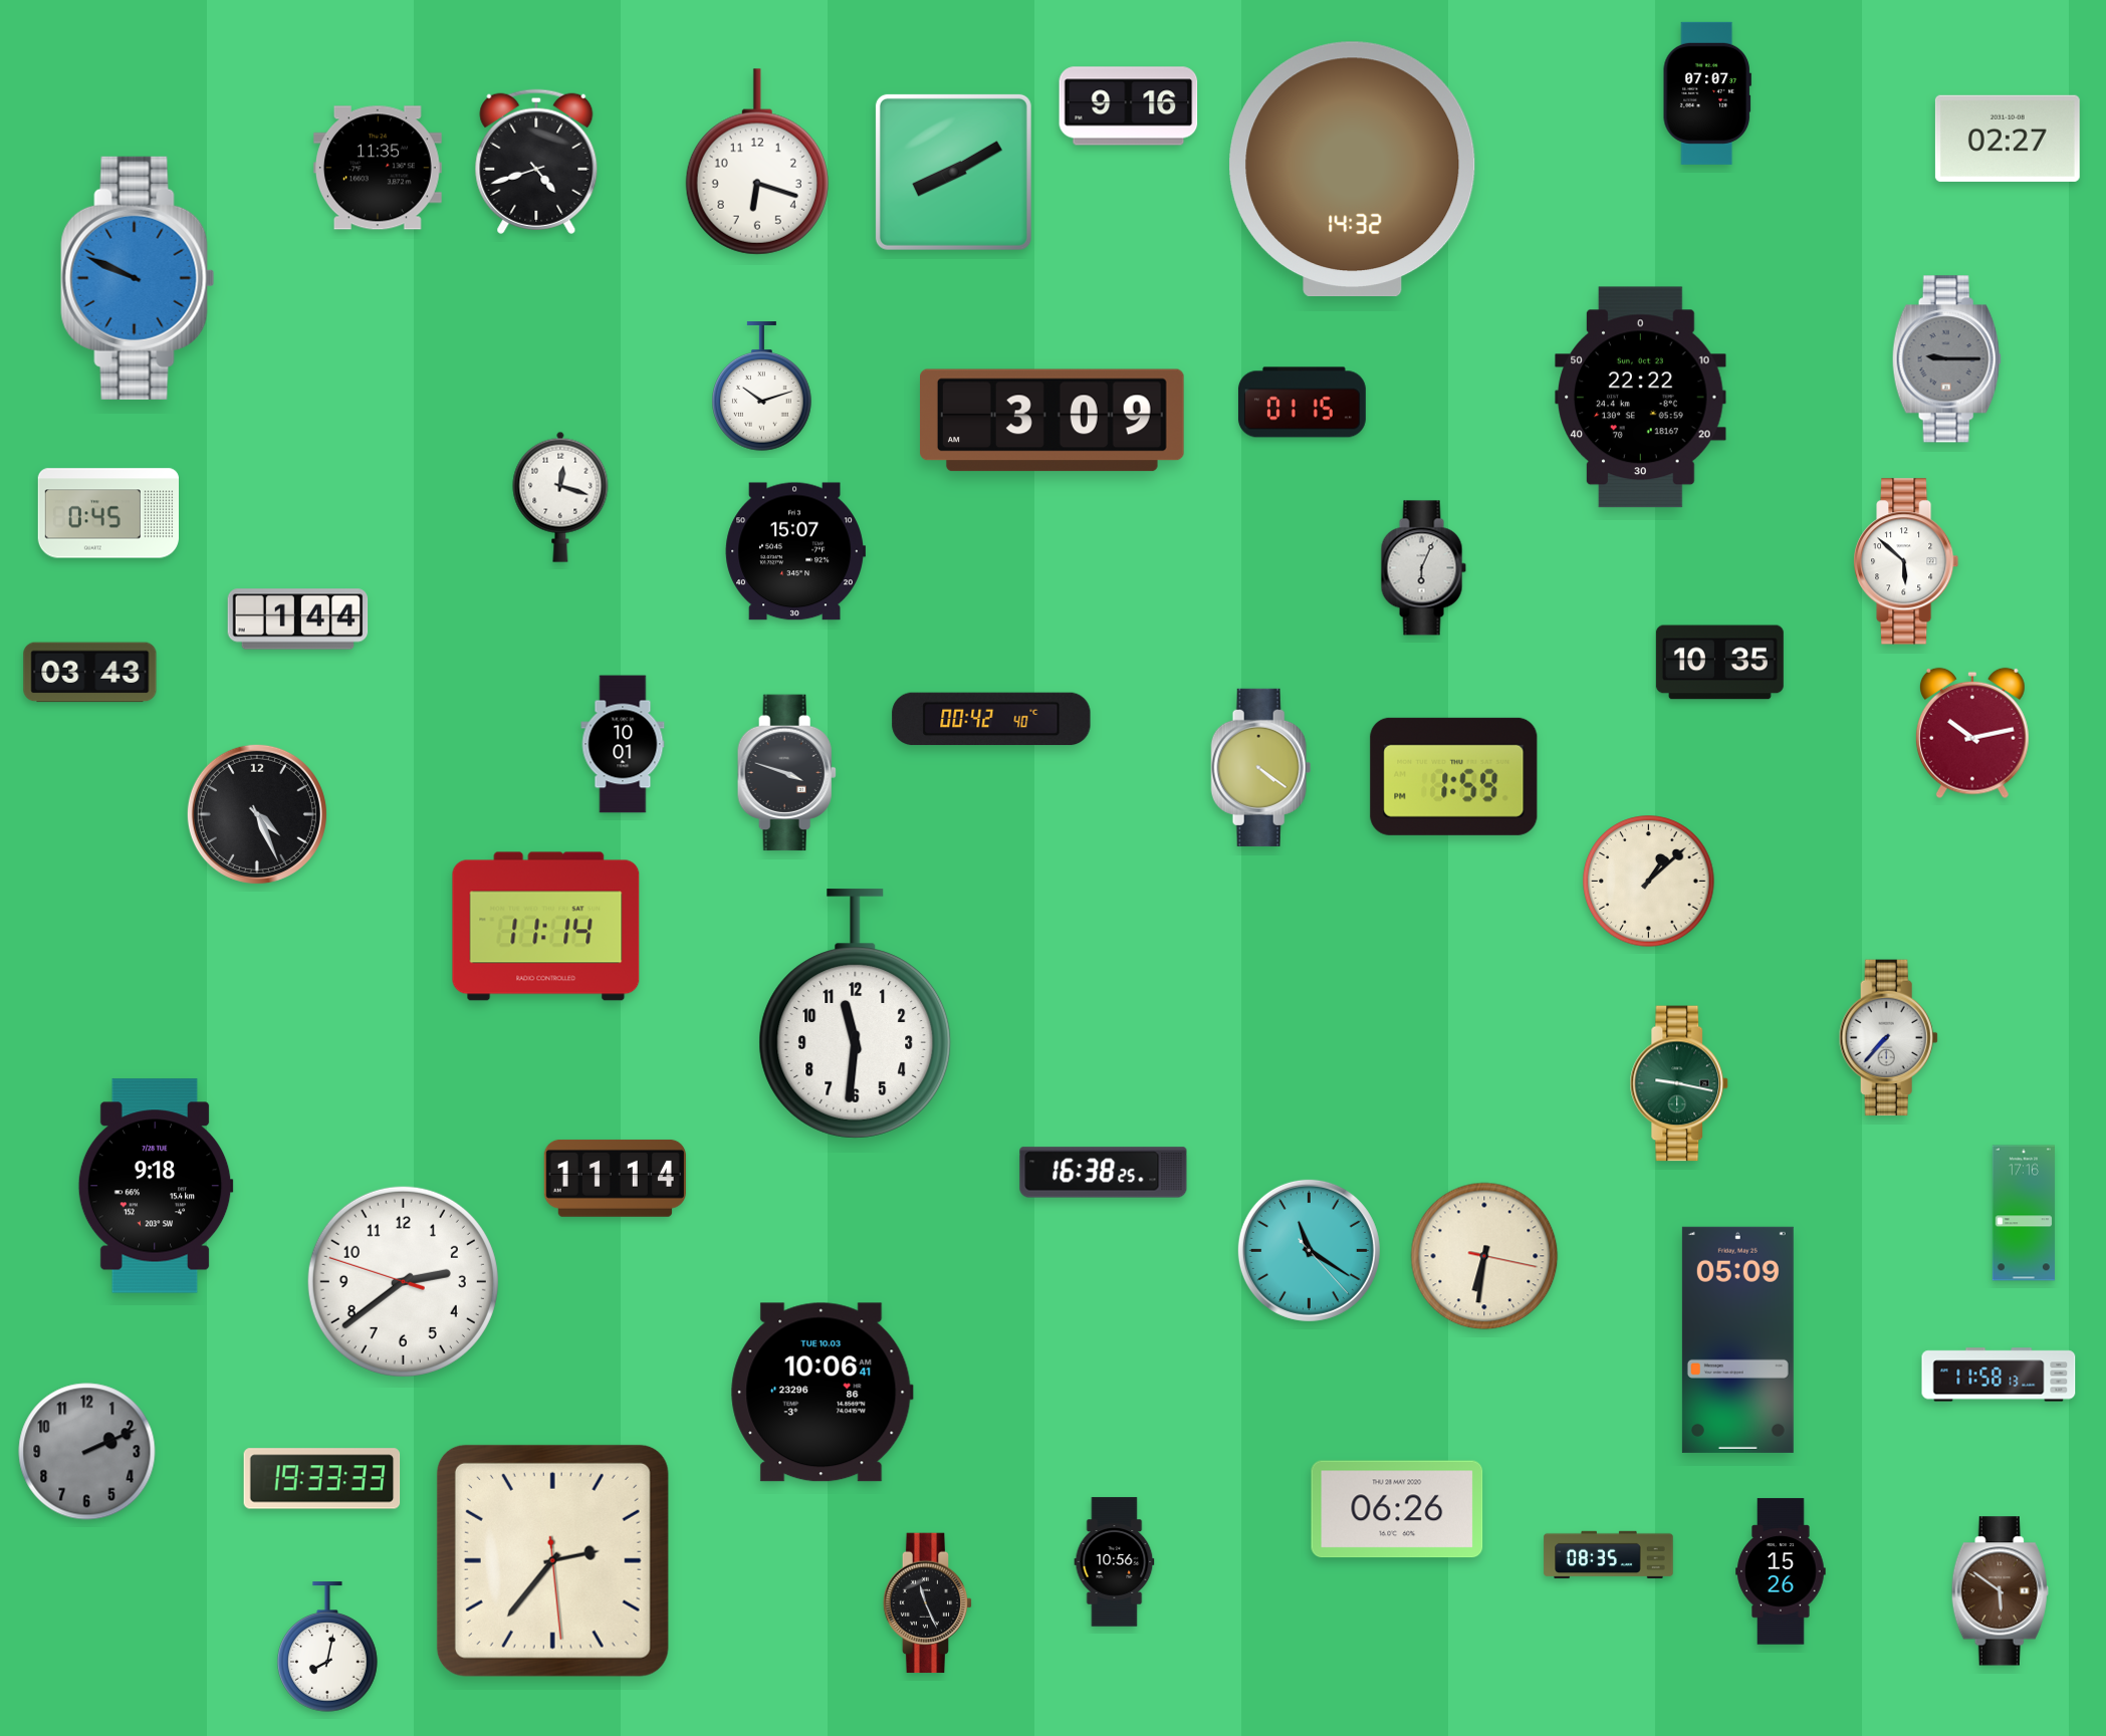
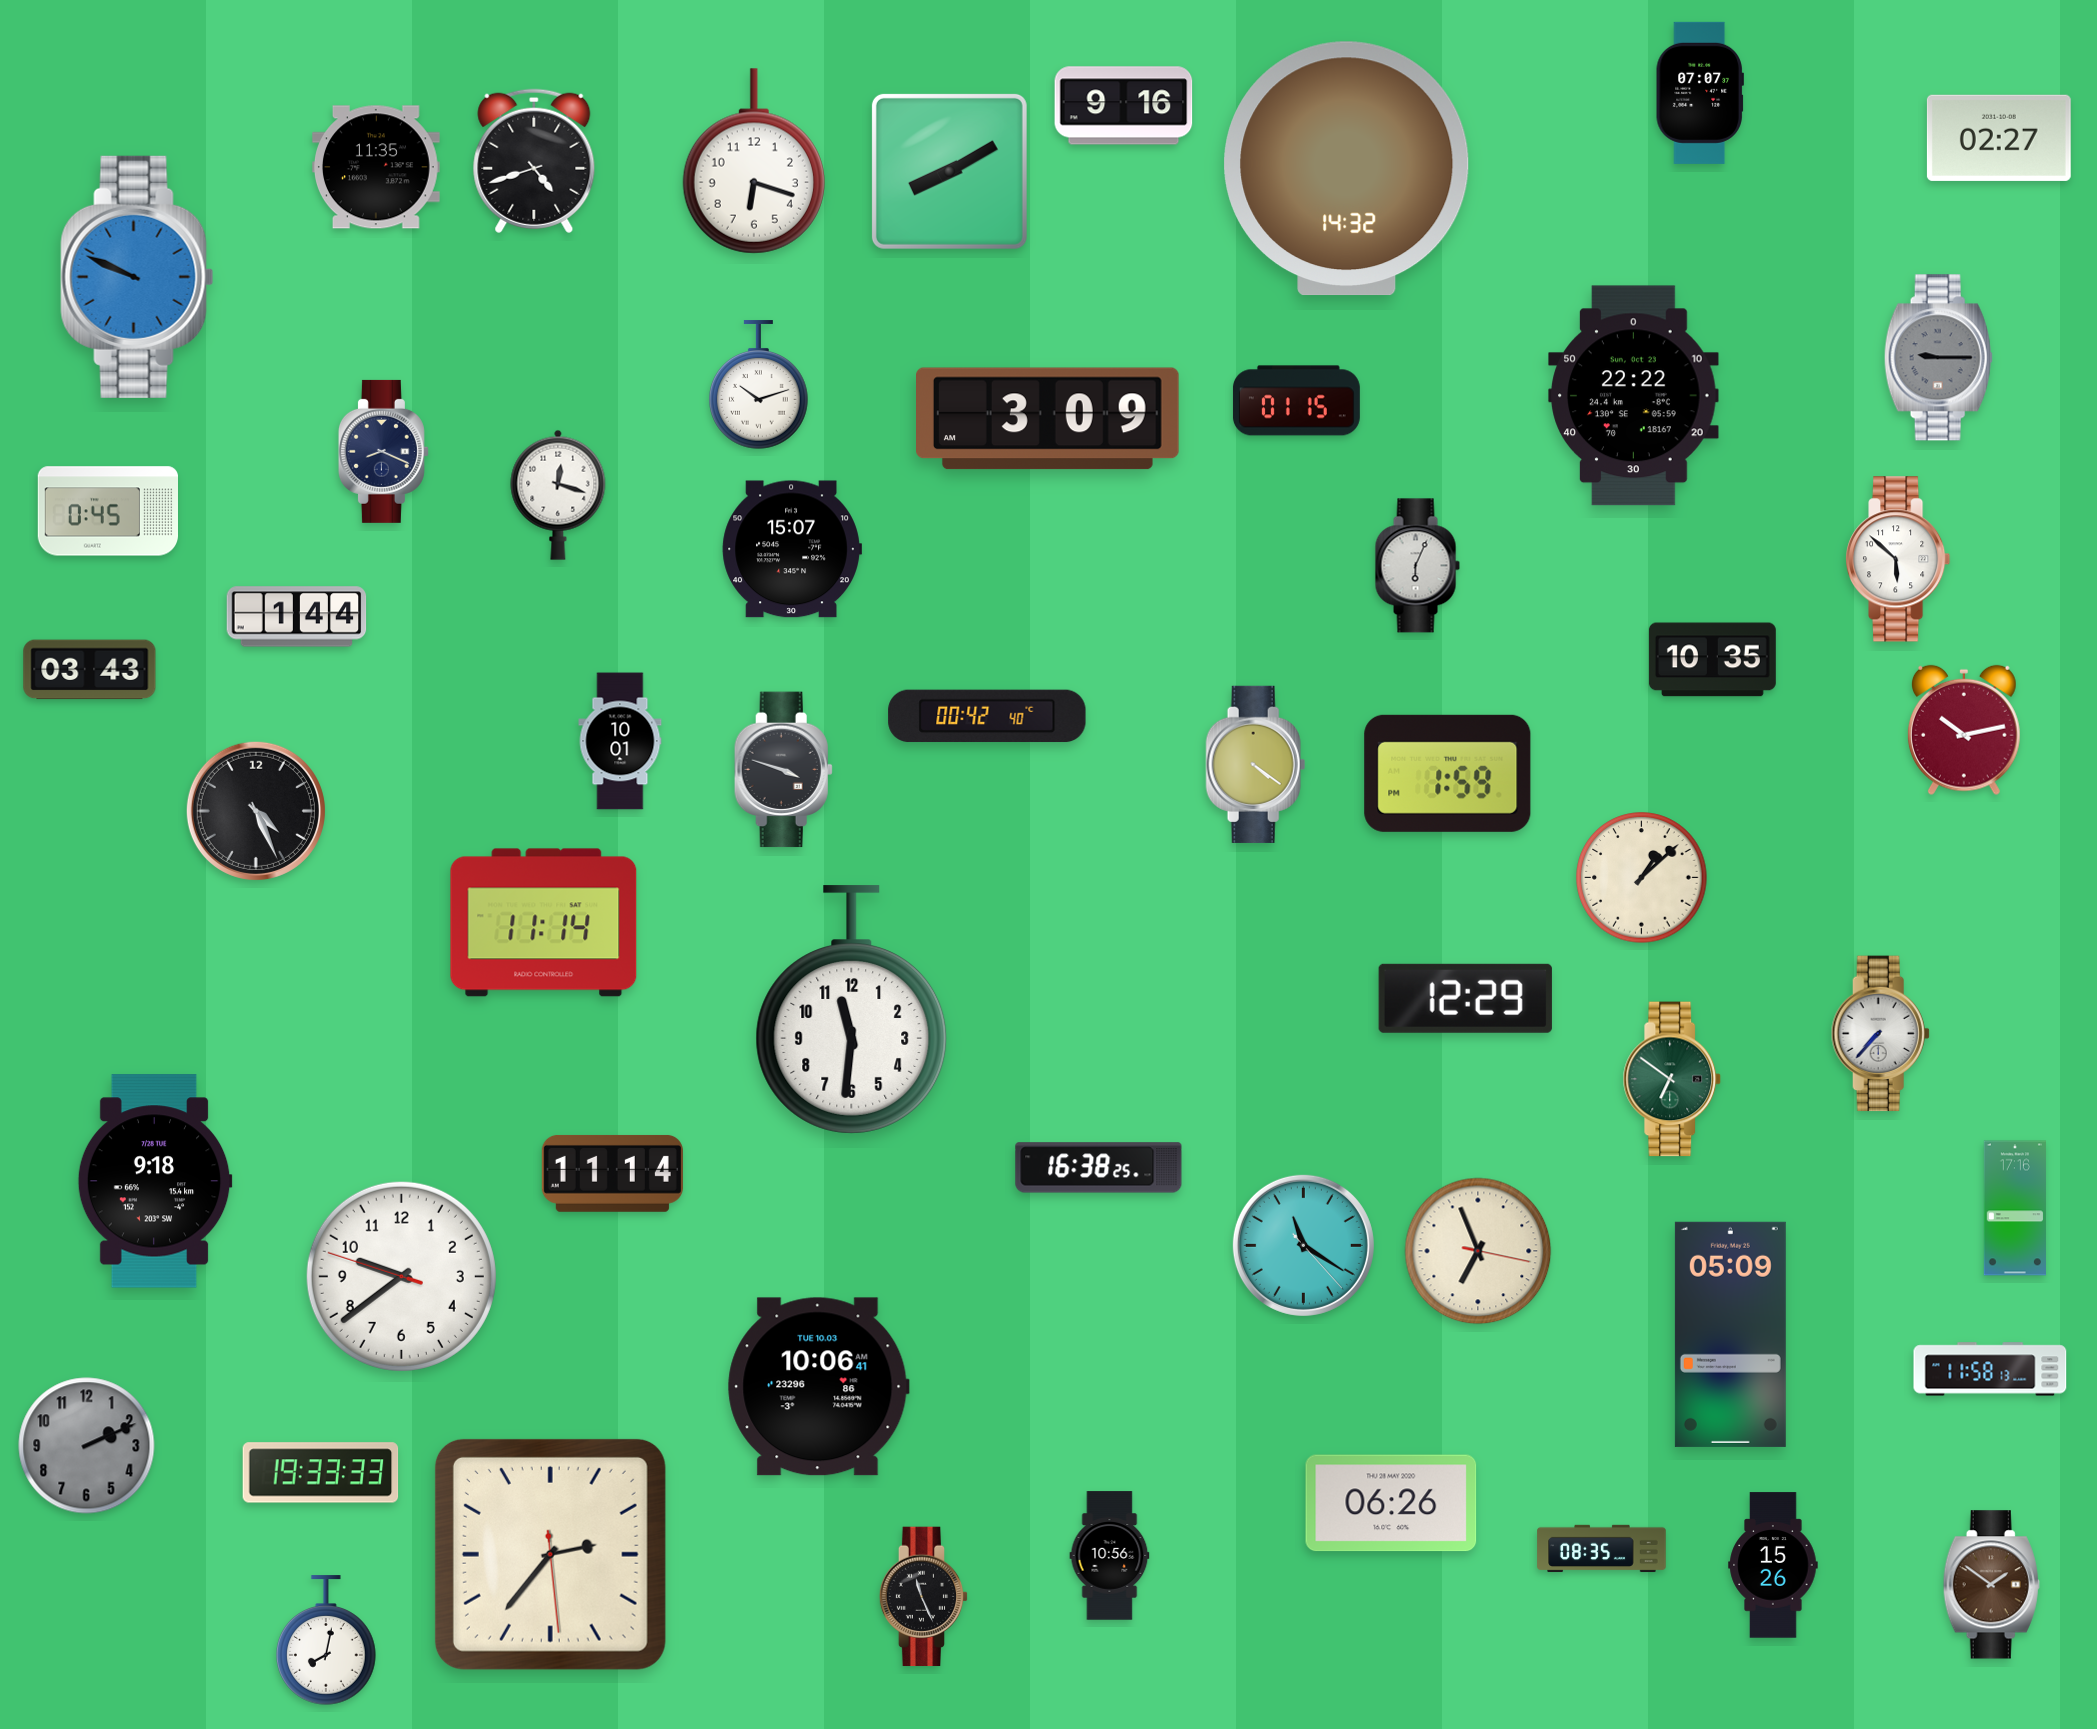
clock at (383, 451): none -> 8:19
clock at (1465, 998): none -> 12:29
clock at (1679, 1083): 9:17 -> 6:51
clock at (1484, 1256): 6:31 -> 6:56
clock at (403, 1281): 2:38 -> 9:38
clock at (2000, 1591): 5:51 -> 1:51
